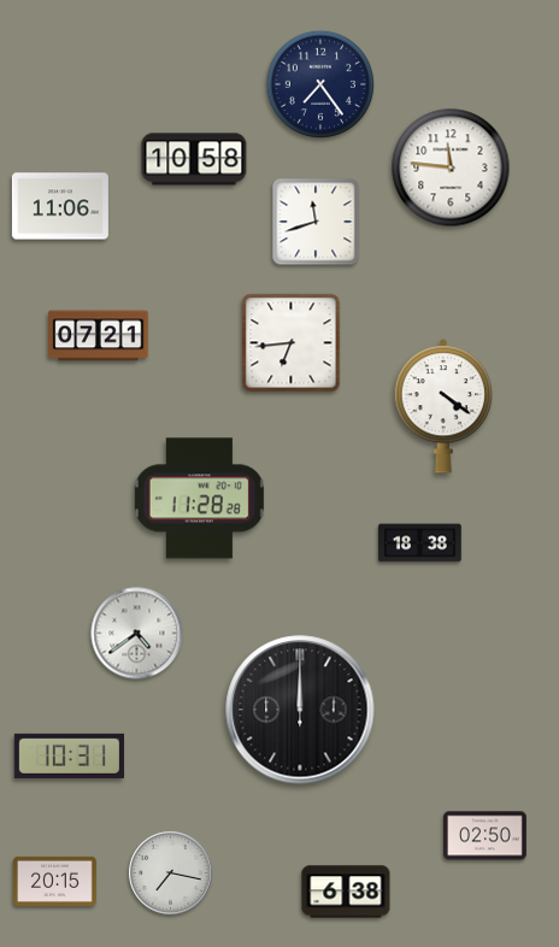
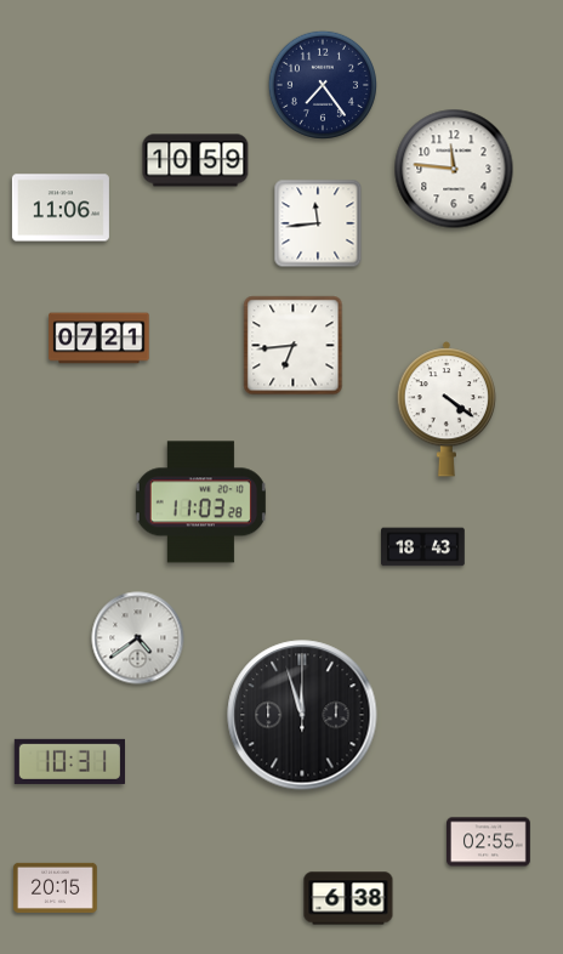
clock at (194, 159): 10:58 -> 10:59
clock at (316, 222): 11:42 -> 11:44
clock at (199, 499): 11:28 -> 11:03
clock at (420, 543): 18:38 -> 18:43
clock at (300, 710): 12:00 -> 11:57
clock at (486, 836): 02:50 -> 02:55
clock at (171, 874): 7:17 -> none
